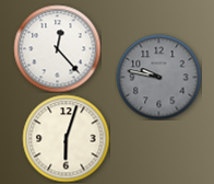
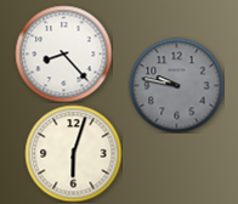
clock at (57, 48): 12:23 -> 8:23
